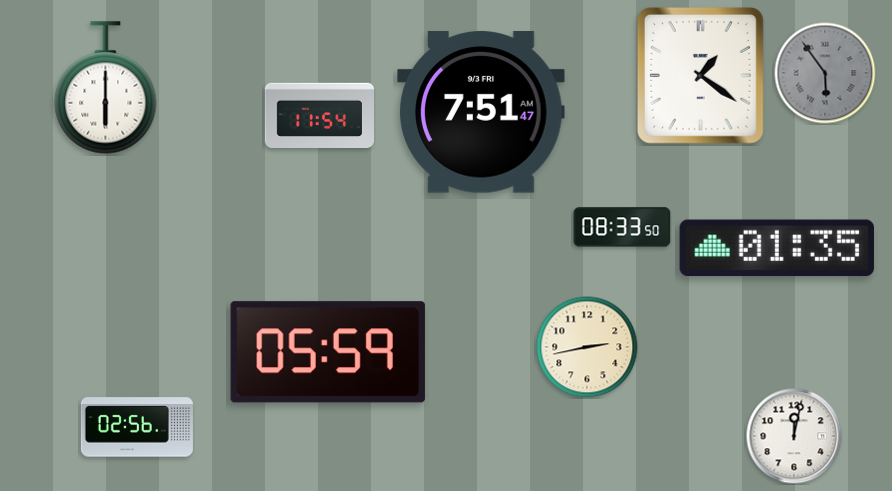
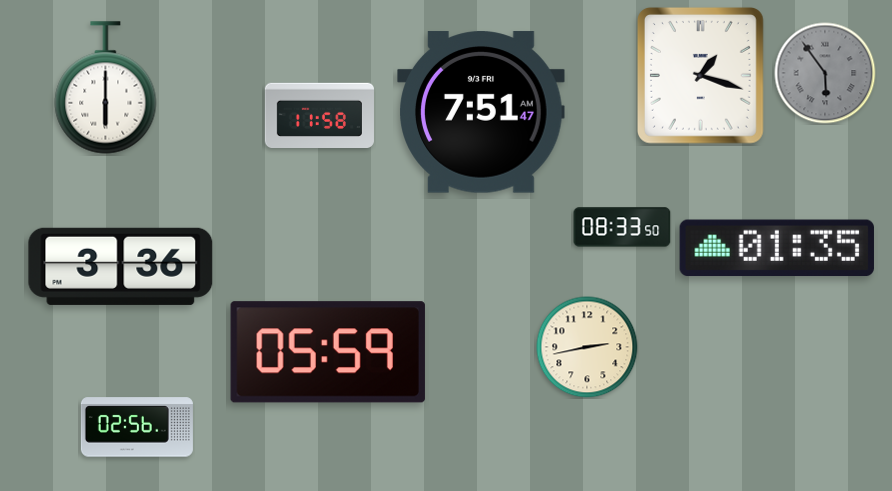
clock at (700, 76): 1:21 -> 1:18
clock at (319, 115): 11:54 -> 11:58
clock at (121, 266): none -> 3:36
clock at (794, 436): 12:02 -> none
